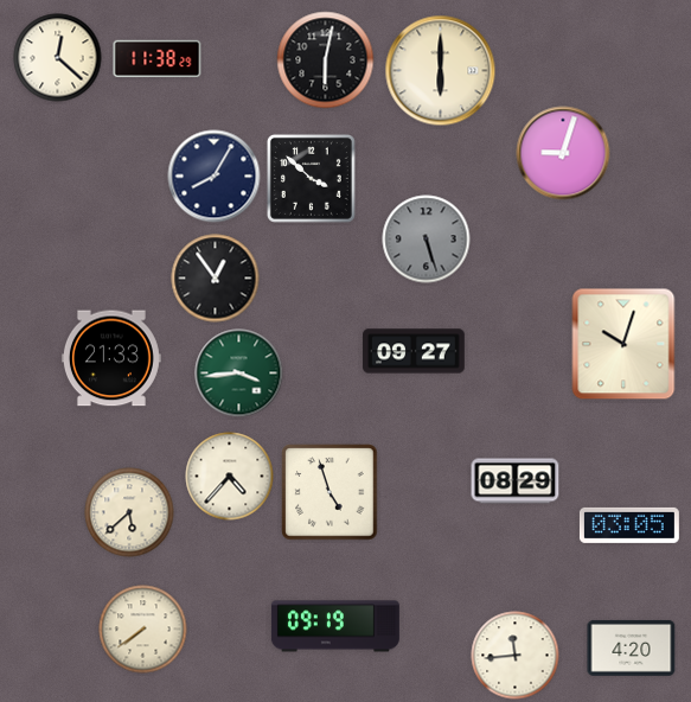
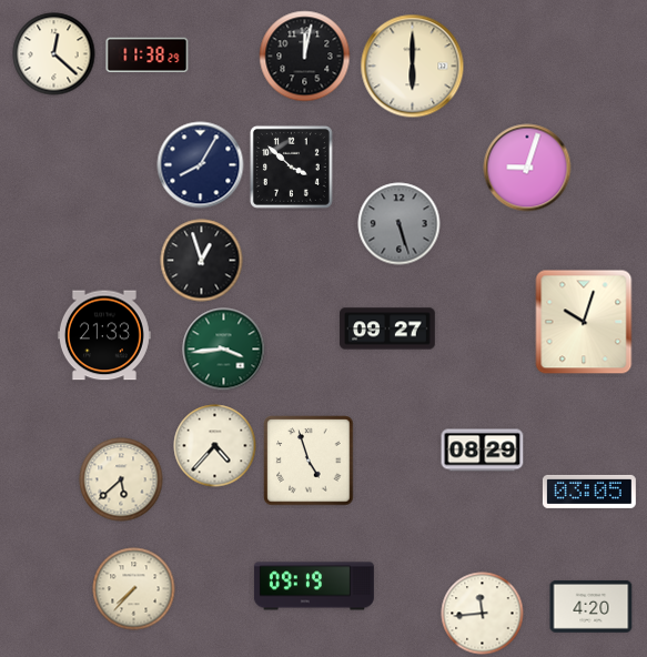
clock at (326, 60): 6:02 -> 12:02
clock at (563, 153) position: (563, 153) -> (527, 168)
clock at (216, 279): 12:54 -> 12:57
clock at (143, 630): 7:39 -> 7:37
